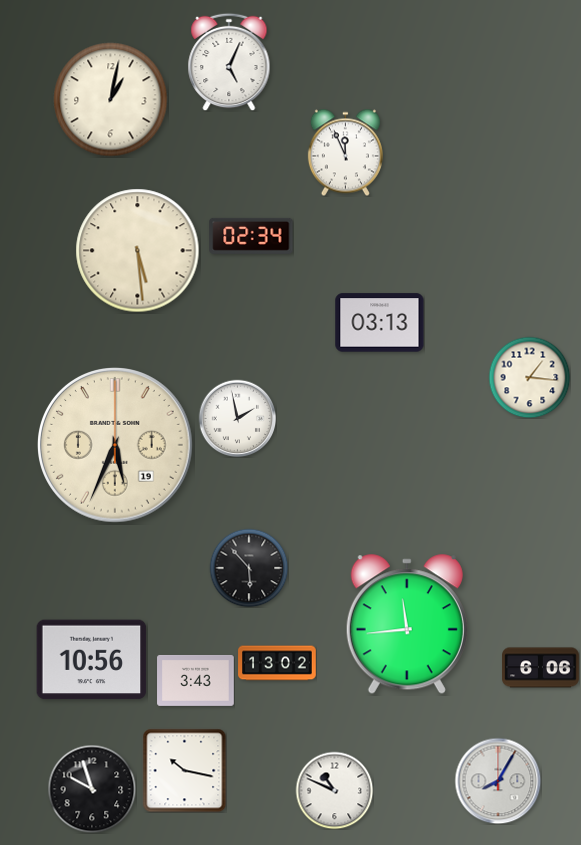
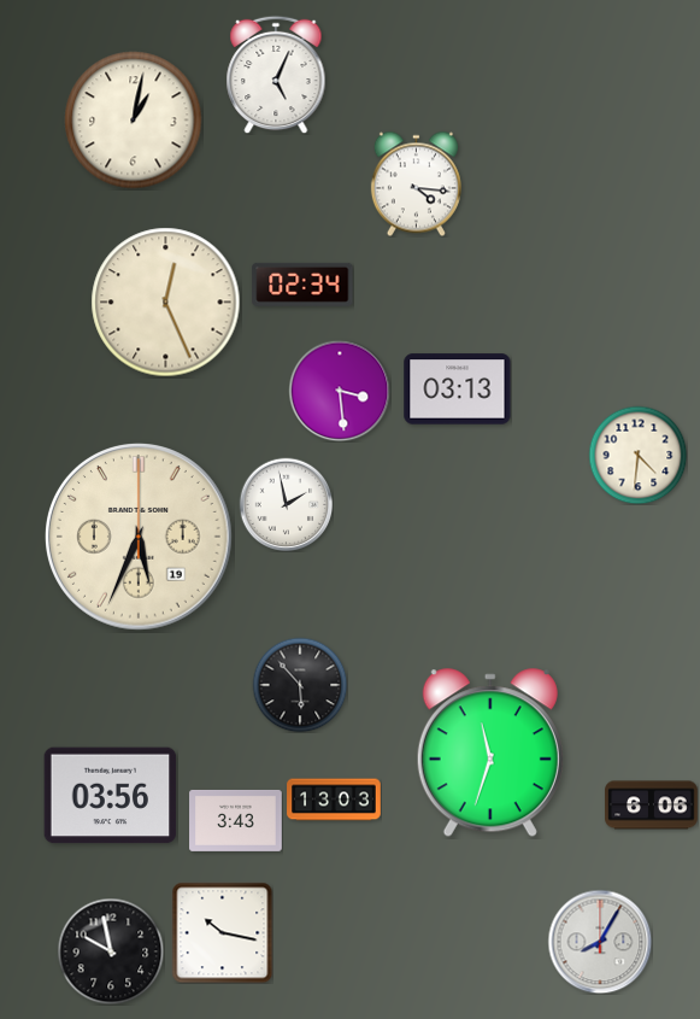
clock at (345, 152): 11:56 -> 4:16
clock at (138, 251): 5:29 -> 12:26
clock at (340, 391): none -> 3:29
clock at (529, 377): 1:16 -> 4:31
clock at (407, 625): 11:44 -> 11:33
clock at (92, 660): 10:56 -> 03:56
clock at (277, 663): 13:02 -> 13:03
clock at (184, 770) position: (184, 770) -> (222, 932)
clock at (92, 789): 9:57 -> 9:58
clock at (334, 790): 10:49 -> none
